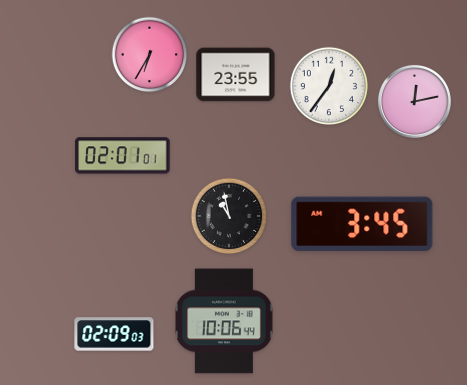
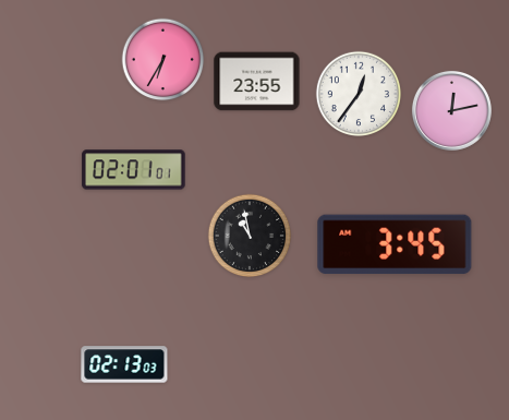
clock at (224, 321): 10:06 -> none
clock at (114, 334): 02:09 -> 02:13
